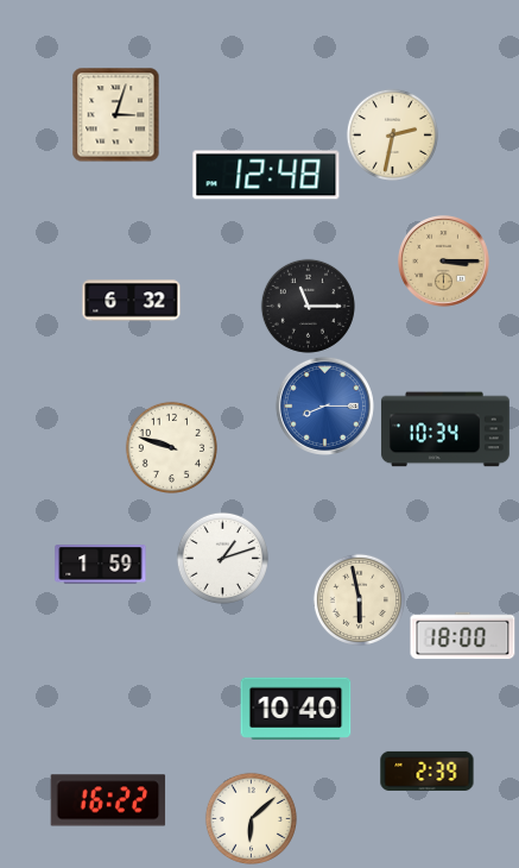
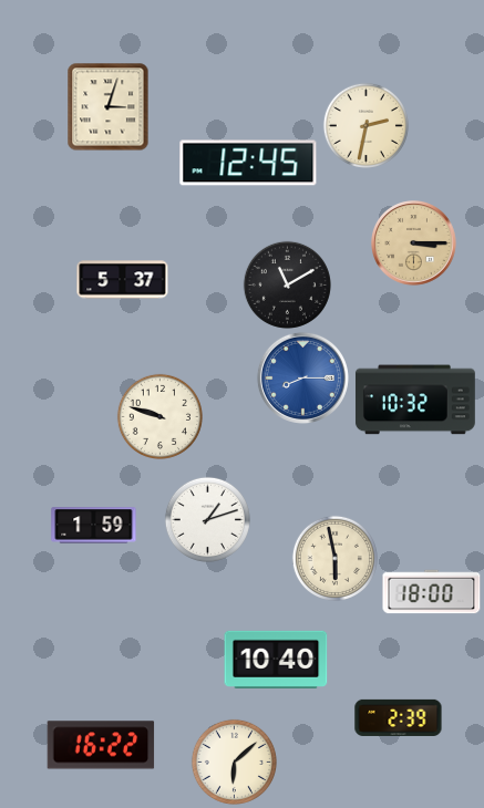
clock at (266, 175): 12:48 -> 12:45
clock at (132, 301): 6:32 -> 5:37
clock at (308, 306): 11:15 -> 11:10
clock at (445, 429): 10:34 -> 10:32
